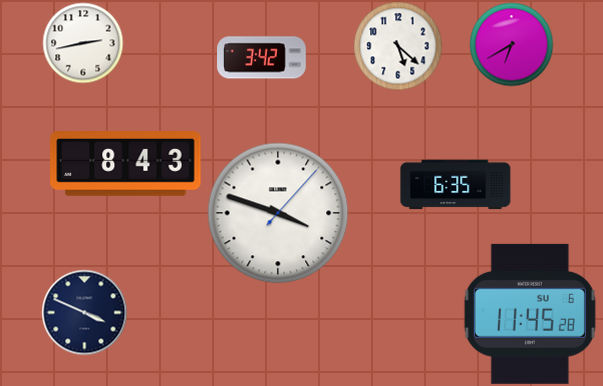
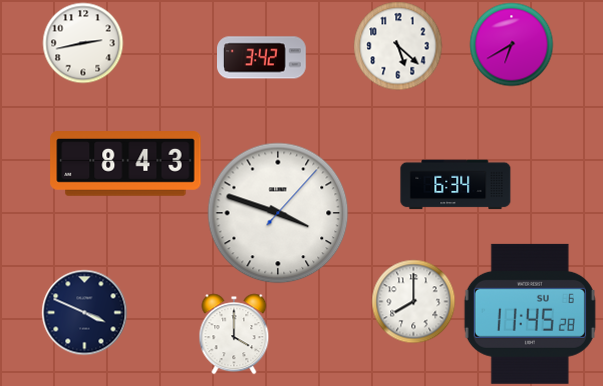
clock at (456, 185): 6:35 -> 6:34
clock at (413, 301): none -> 8:00
clock at (234, 334): none -> 4:00
